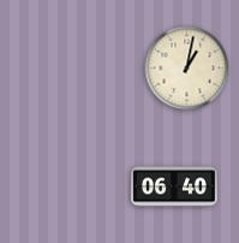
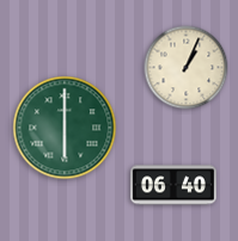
clock at (187, 69): 1:02 -> 1:04
clock at (65, 128): none -> 6:00
